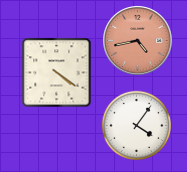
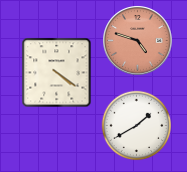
clock at (138, 41): 4:43 -> 4:48
clock at (137, 126): 4:06 -> 1:40
